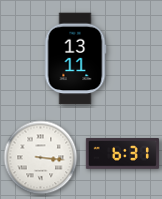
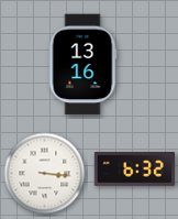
clock at (75, 59): 13:11 -> 13:16
clock at (122, 154): 6:31 -> 6:32
